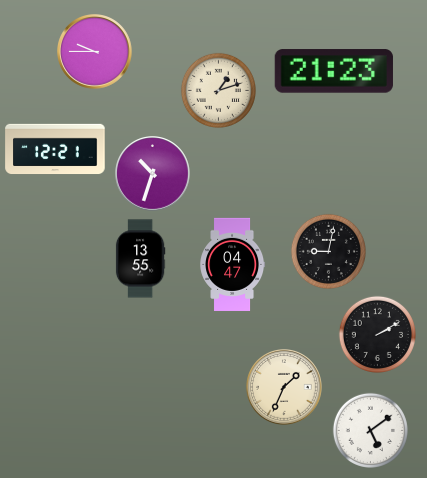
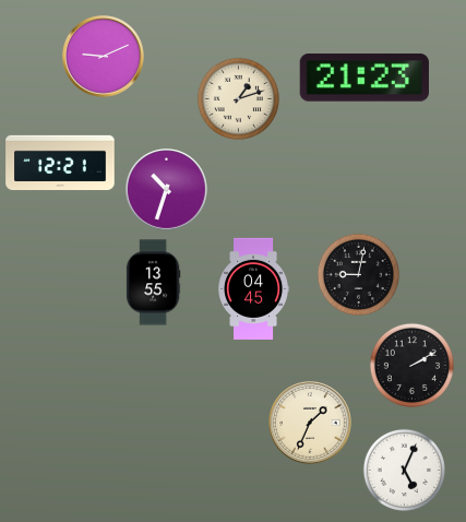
clock at (95, 52): 9:45 -> 9:11
clock at (233, 264): 04:47 -> 04:45
clock at (370, 430): 5:09 -> 5:04
